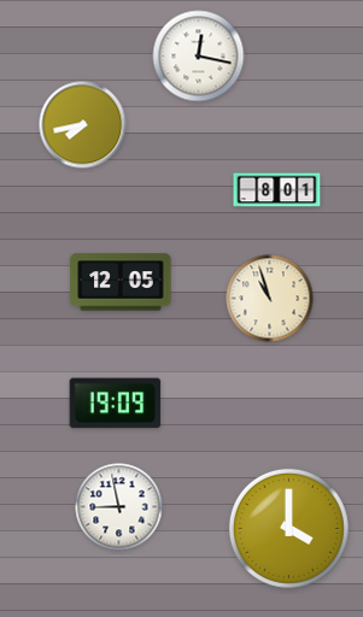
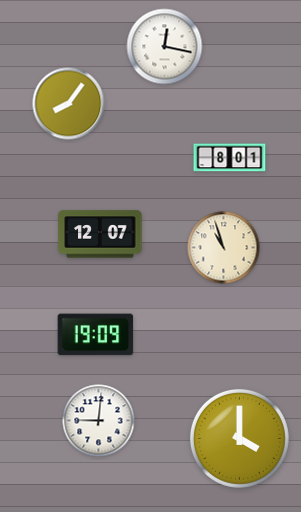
clock at (83, 125): 7:43 -> 8:06
clock at (121, 282): 12:05 -> 12:07
clock at (119, 507): 8:58 -> 9:01
